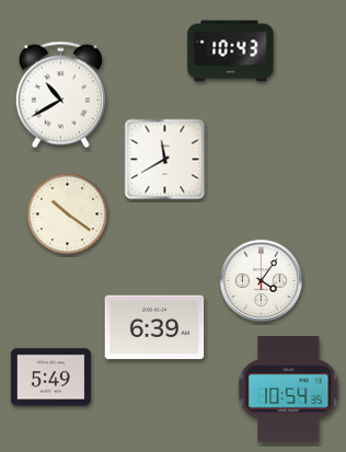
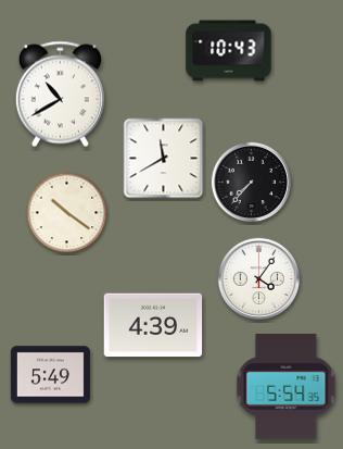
clock at (251, 182): none -> 7:37
clock at (154, 327): 6:39 -> 4:39
clock at (289, 390): 10:54 -> 5:54
